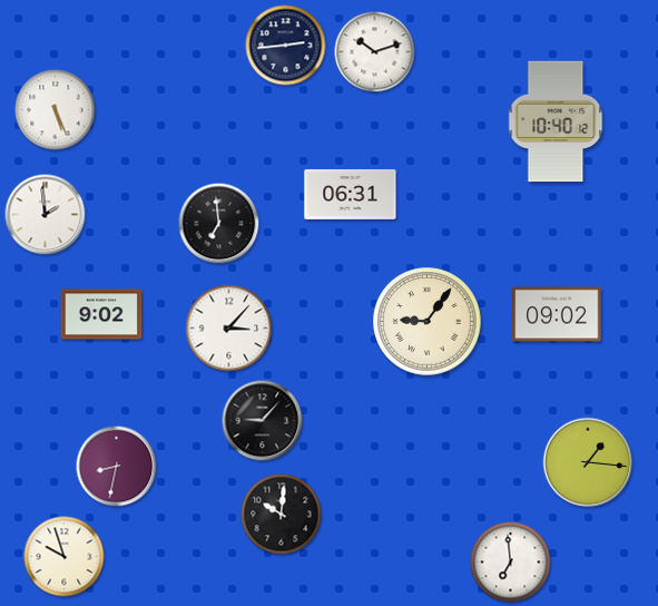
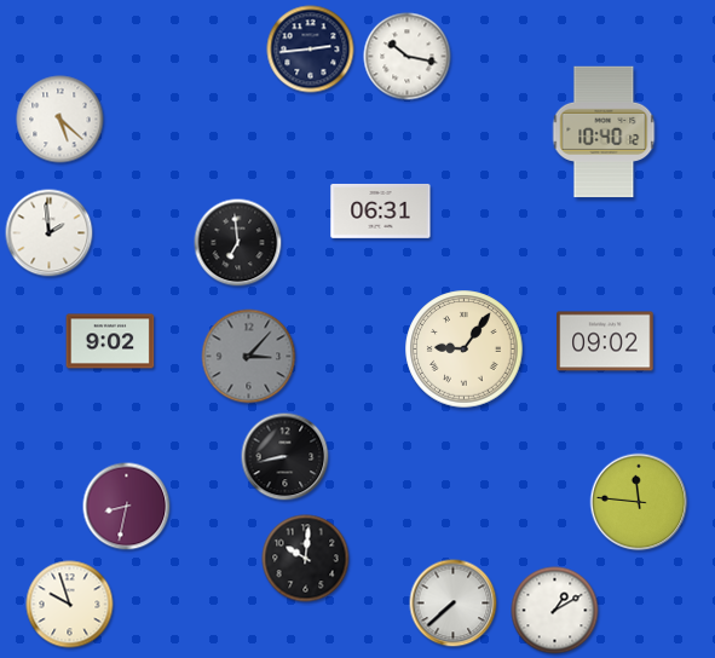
clock at (375, 52): 10:12 -> 10:17
clock at (56, 110): 5:26 -> 5:22
clock at (229, 329) dial: white -> grey
clock at (263, 421): 9:07 -> 8:43
clock at (588, 462): 1:16 -> 11:46
clock at (454, 604): none -> 7:38
clock at (511, 563): 6:59 -> 1:10
